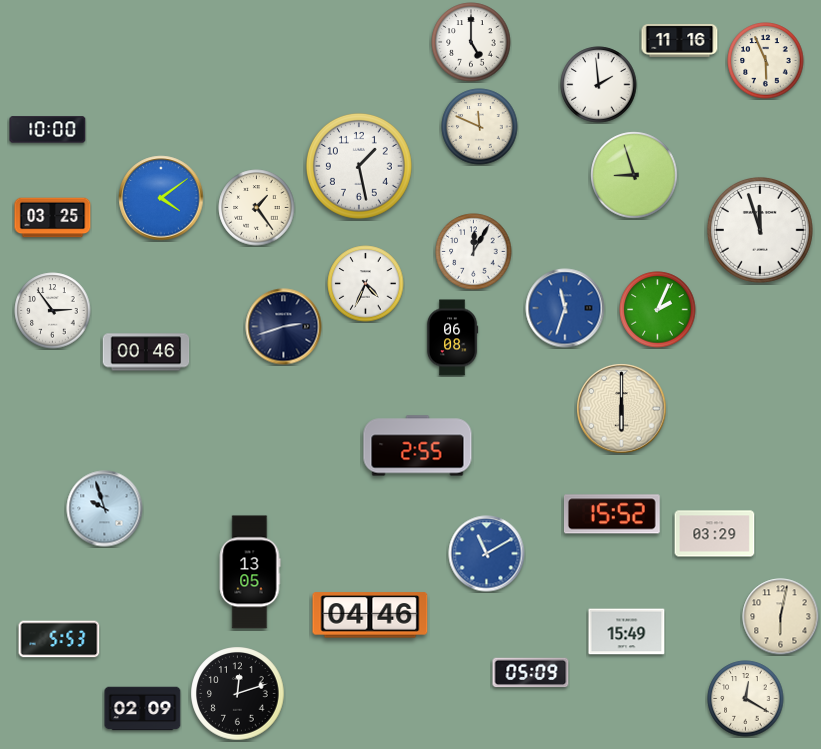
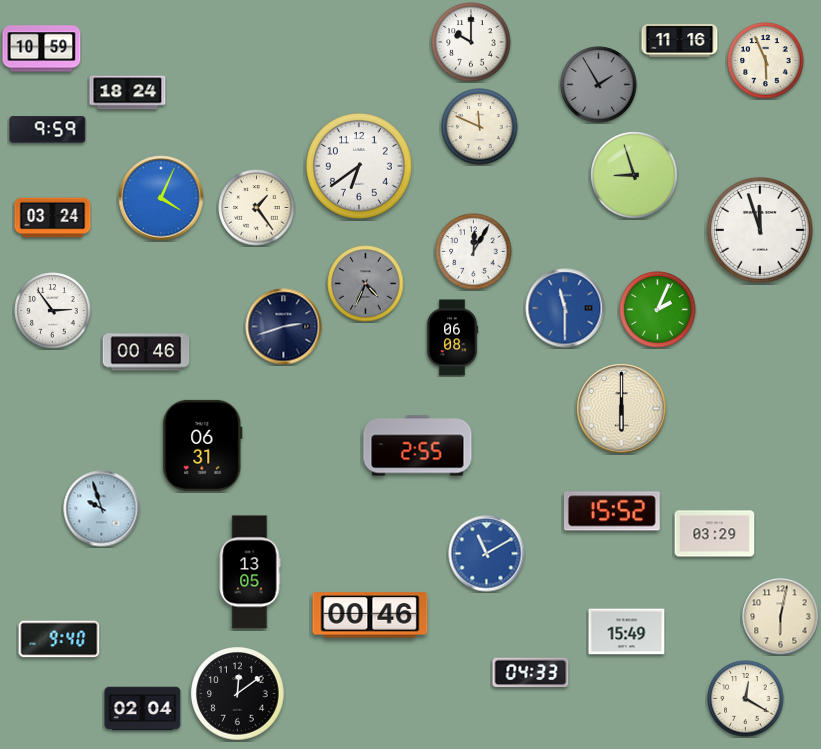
clock at (471, 42): 5:00 -> 10:00
clock at (42, 49): none -> 10:59
clock at (599, 85): 1:59 -> 1:55
clock at (599, 85) dial: white -> grey
clock at (128, 93): none -> 18:24
clock at (48, 130): 10:00 -> 9:59
clock at (359, 166): 1:28 -> 6:39
clock at (161, 198): 4:09 -> 4:04
clock at (53, 218): 03:25 -> 03:24
clock at (366, 284) dial: white -> grey
clock at (565, 308): 11:33 -> 11:30
clock at (203, 445): none -> 06:31
clock at (105, 509) position: (105, 509) -> (102, 509)
clock at (612, 514) position: (612, 514) -> (612, 511)
clock at (370, 615): 04:46 -> 00:46
clock at (59, 639): 5:53 -> 9:40
clock at (531, 673): 05:09 -> 04:33
clock at (238, 694): 12:12 -> 12:09
clock at (143, 709): 02:09 -> 02:04
